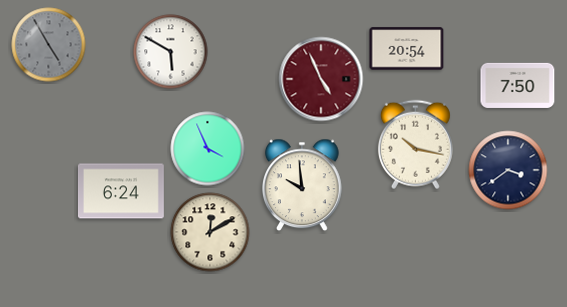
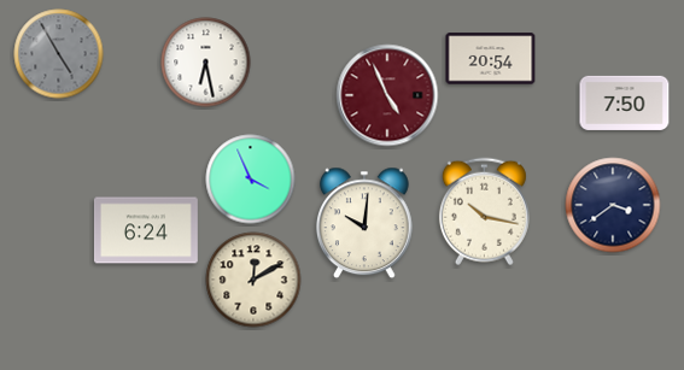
clock at (171, 52): 5:50 -> 6:28
clock at (415, 145) position: (415, 145) -> (484, 212)
clock at (303, 185): 9:59 -> 10:01
